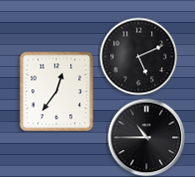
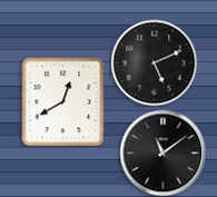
clock at (57, 91): 12:36 -> 12:40
clock at (146, 137): 10:45 -> 11:09
